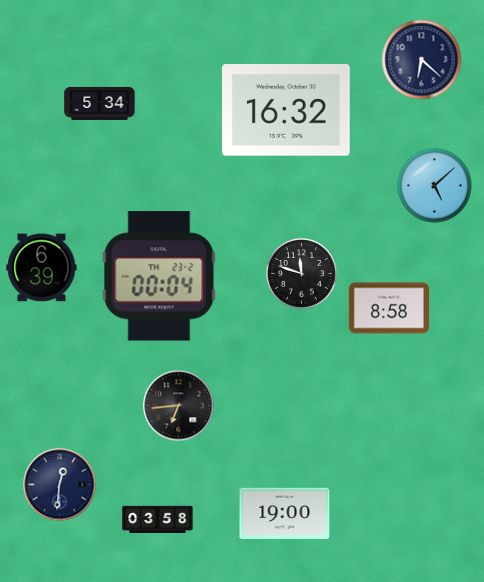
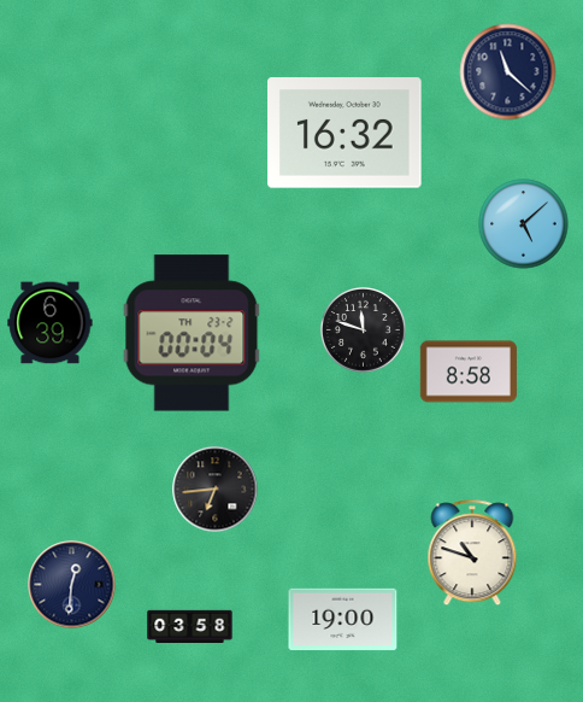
clock at (422, 60): 6:22 -> 11:22
clock at (100, 103): 5:34 -> none
clock at (472, 554): none -> 10:48
